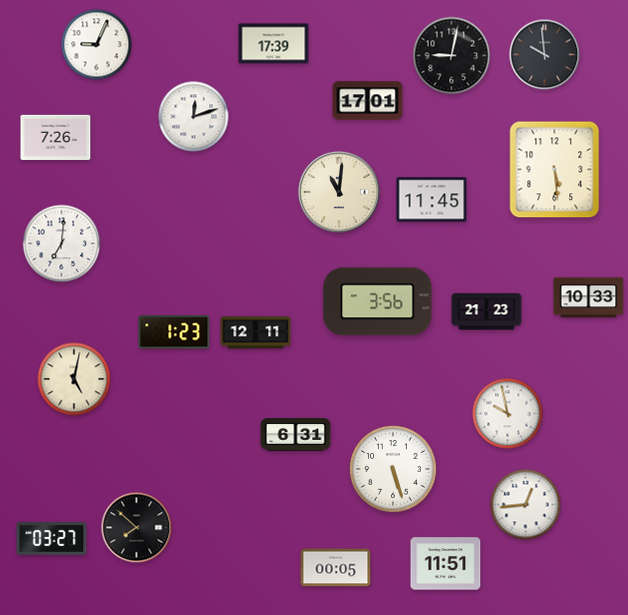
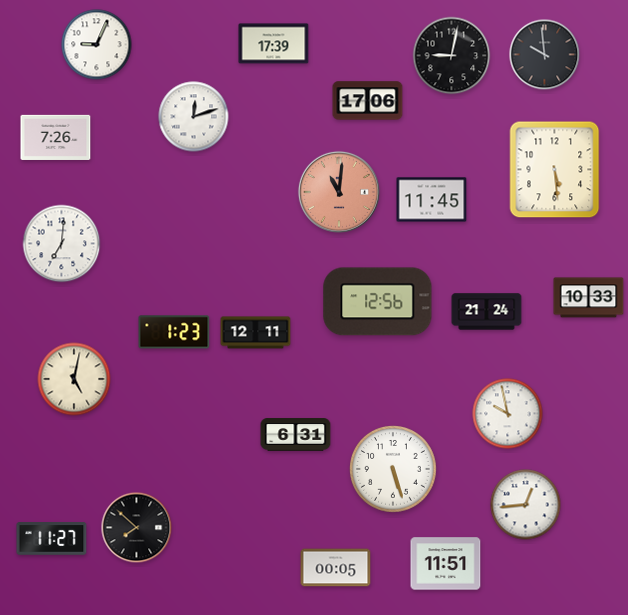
clock at (368, 101): 17:01 -> 17:06
clock at (339, 192) dial: cream -> salmon
clock at (378, 302): 3:56 -> 12:56
clock at (487, 312): 21:23 -> 21:24
clock at (52, 539): 03:27 -> 11:27
